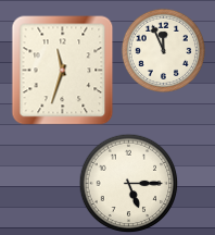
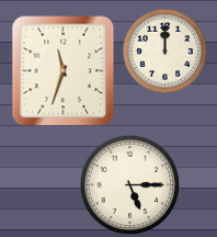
clock at (163, 50): 11:56 -> 12:00
